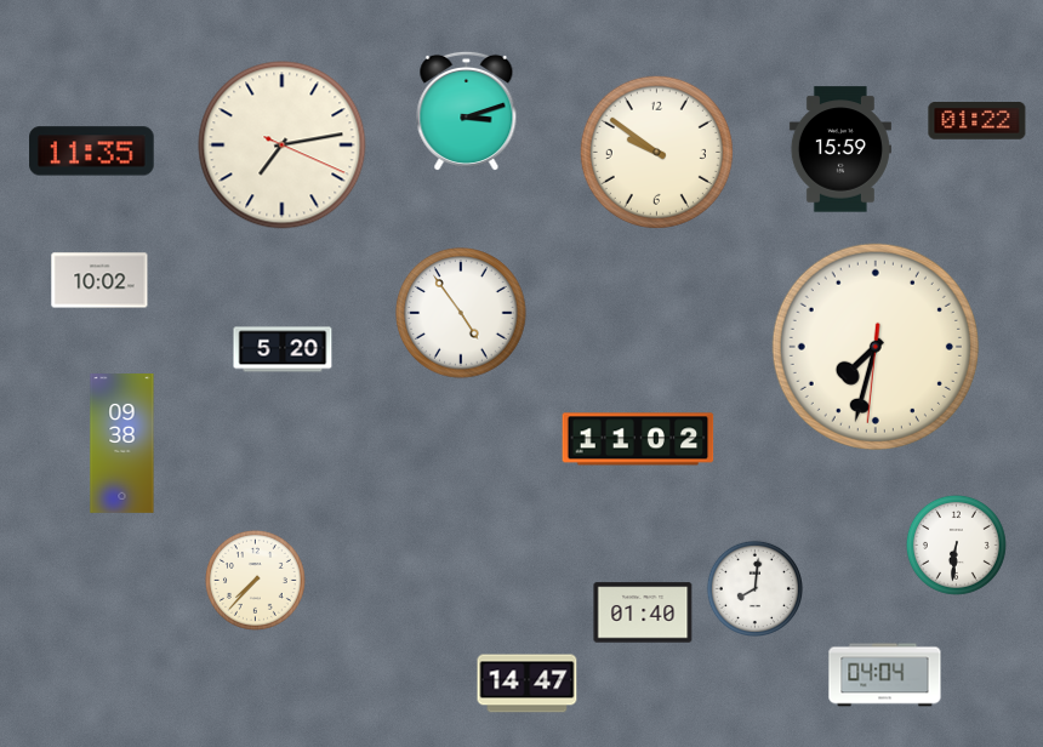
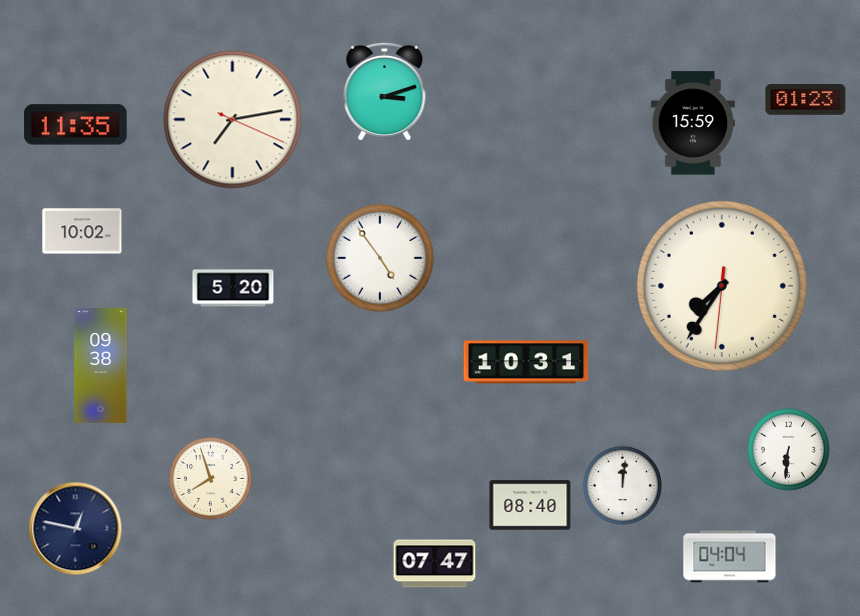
clock at (978, 121): 01:22 -> 01:23
clock at (656, 152): 9:51 -> none
clock at (876, 347): 7:32 -> 7:35
clock at (638, 439): 11:02 -> 10:31
clock at (255, 580): 7:37 -> 7:57
clock at (754, 588): 8:01 -> 12:01
clock at (643, 612): 01:40 -> 08:40
clock at (76, 529): none -> 12:47
clock at (528, 684): 14:47 -> 07:47
